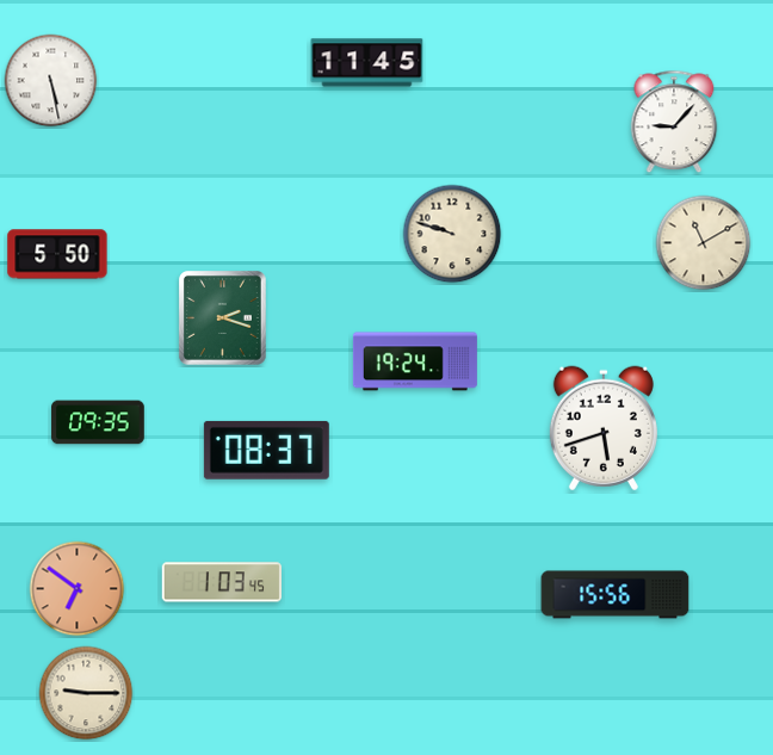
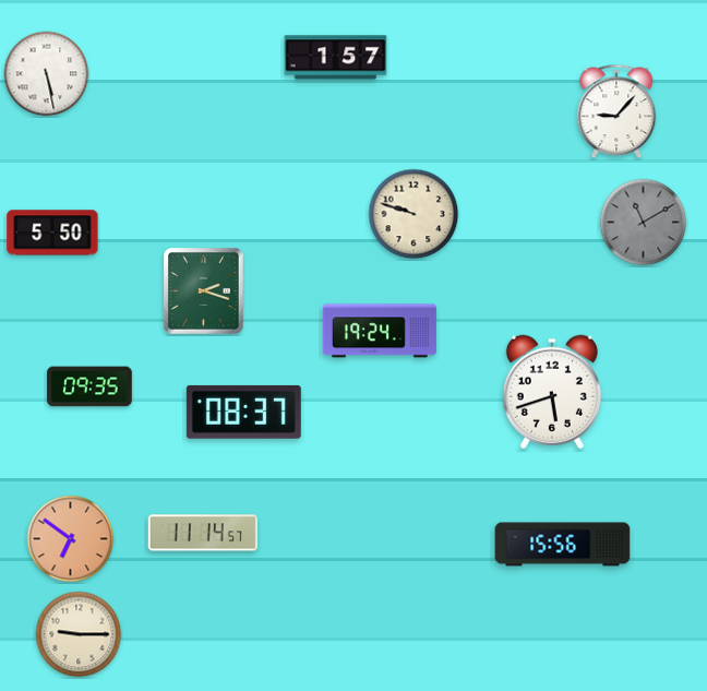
clock at (367, 63): 11:45 -> 1:57
clock at (704, 243) dial: cream -> grey
clock at (221, 582): 1:03 -> 11:14
